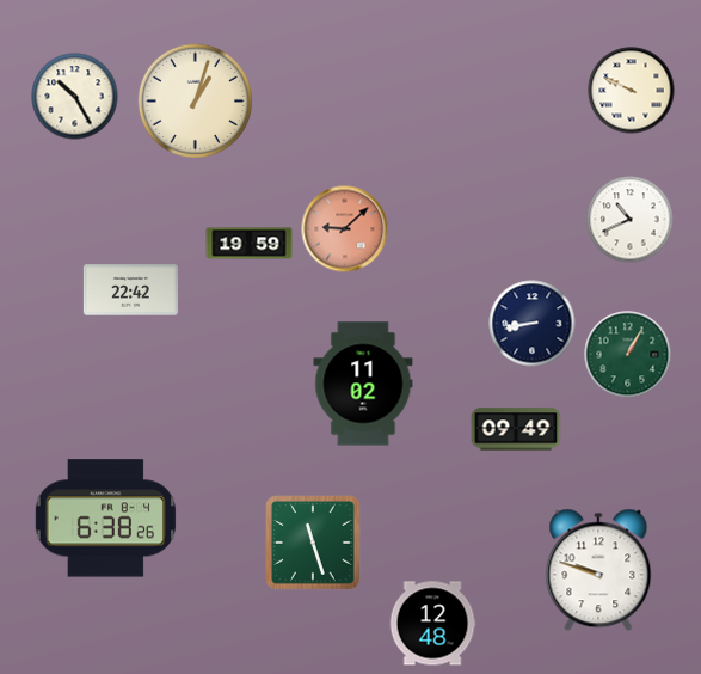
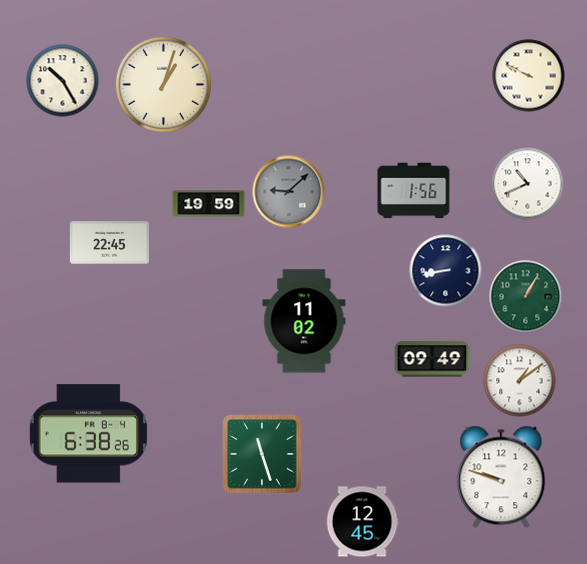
clock at (414, 191): none -> 1:56
clock at (345, 229) dial: salmon -> grey
clock at (130, 290): 22:42 -> 22:45
clock at (520, 381): none -> 1:09
clock at (432, 624): 12:48 -> 12:45
